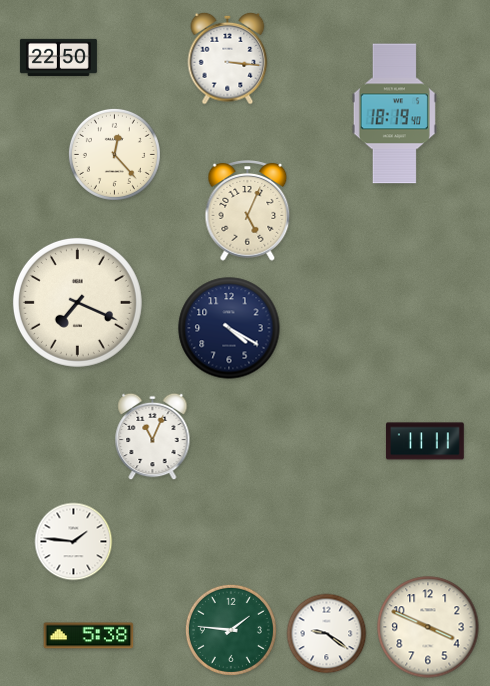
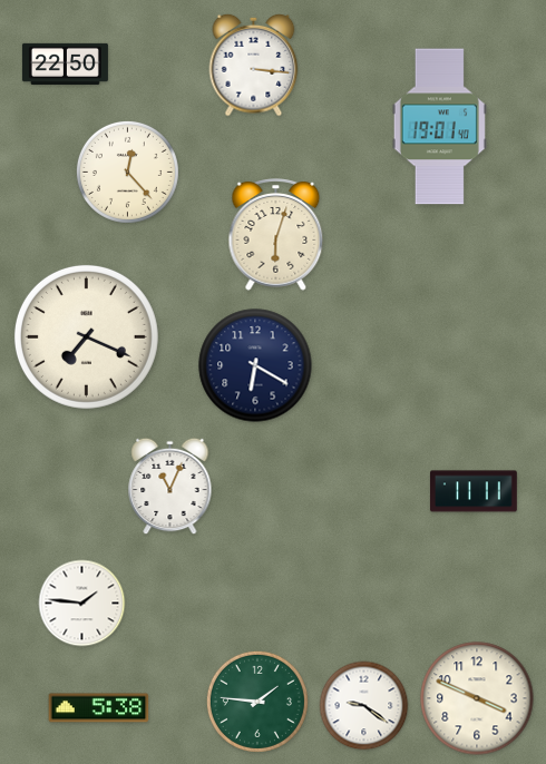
clock at (394, 114): 18:19 -> 19:01
clock at (248, 211): 5:04 -> 6:03
clock at (229, 328): 4:20 -> 6:20
